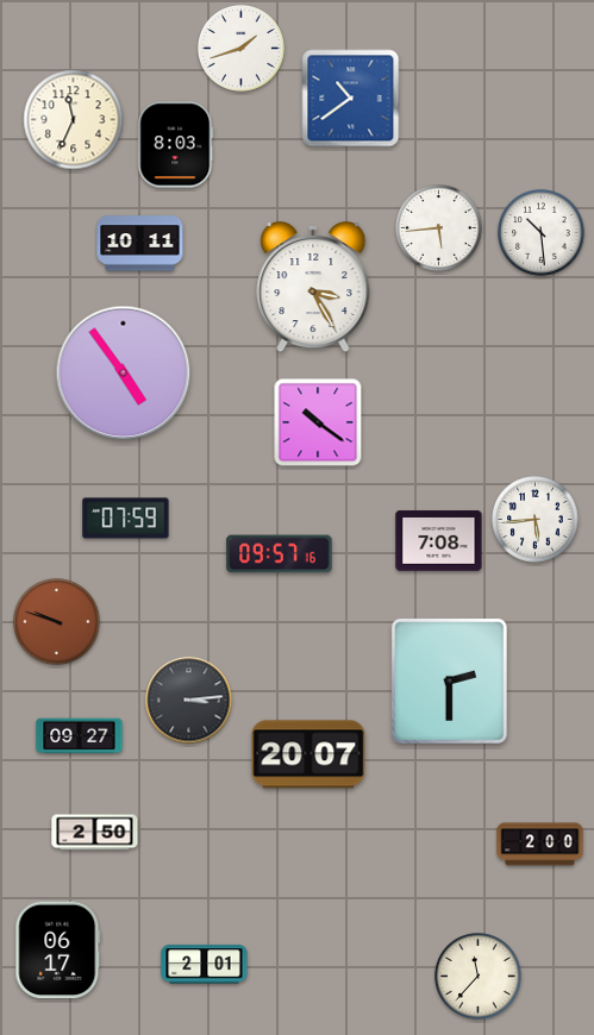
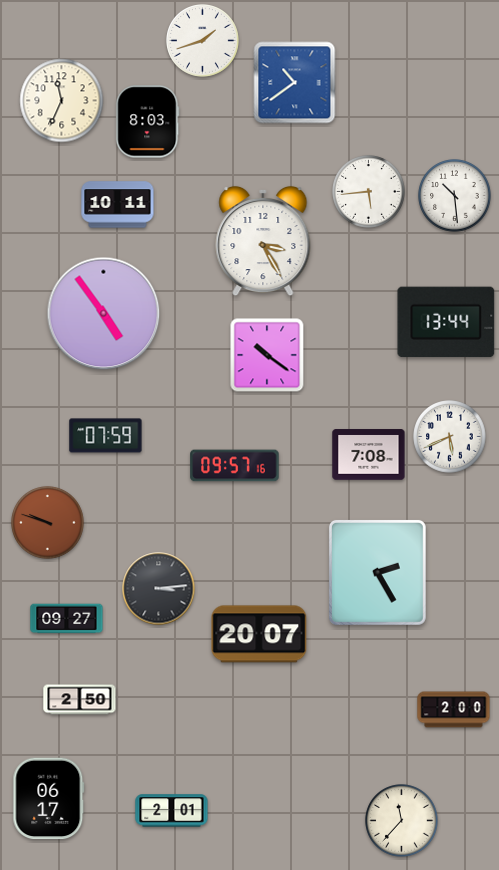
clock at (446, 322): none -> 13:44
clock at (536, 520): 5:44 -> 5:41
clock at (449, 680): 2:30 -> 2:25
